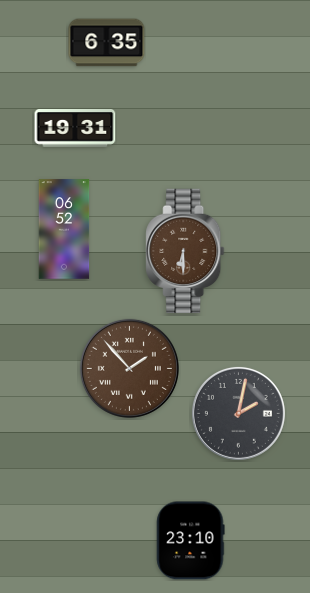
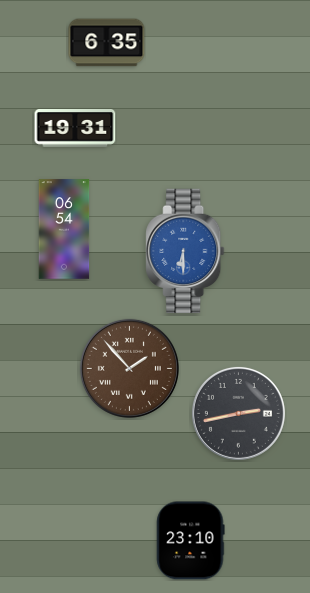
clock at (64, 229): 06:52 -> 06:54
clock at (185, 251) dial: brown -> blue
clock at (238, 413): 2:02 -> 2:43
